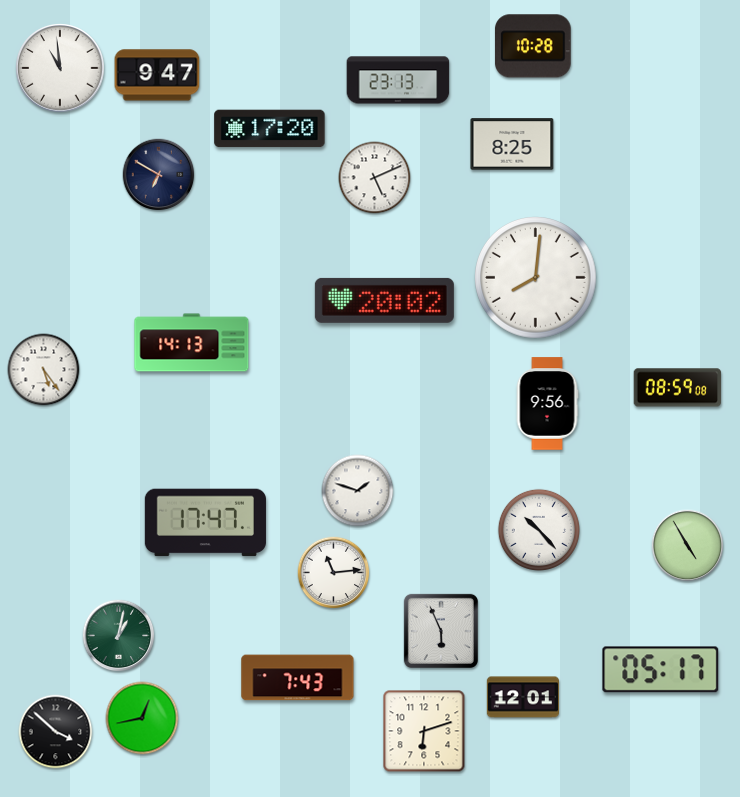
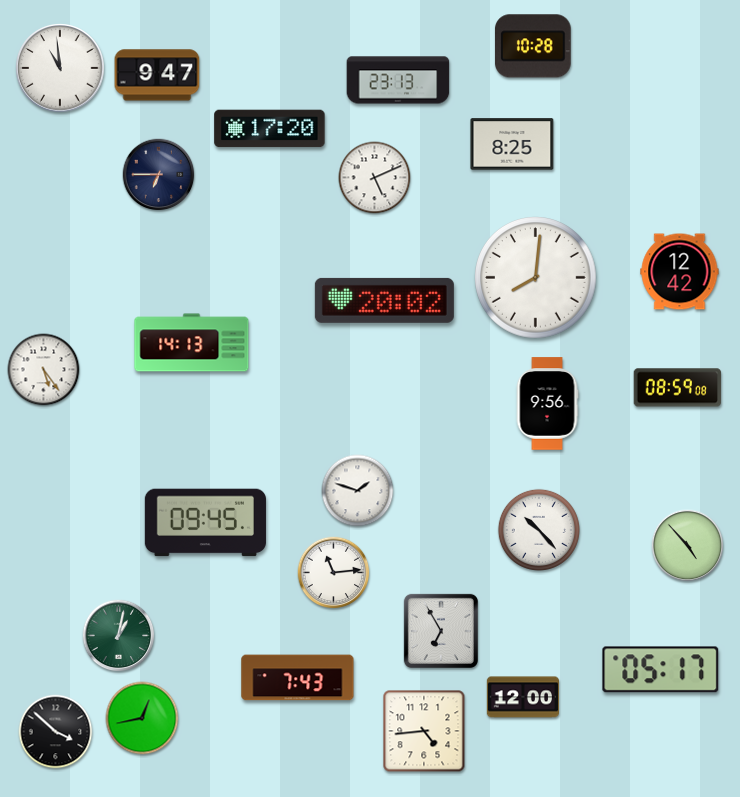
clock at (159, 175): 6:50 -> 6:45
clock at (680, 272): none -> 12:42
clock at (205, 523): 17:47 -> 09:45
clock at (688, 546): 4:55 -> 4:53
clock at (441, 631): 5:56 -> 6:55
clock at (522, 697): 12:01 -> 12:00
clock at (424, 731): 6:12 -> 4:44
